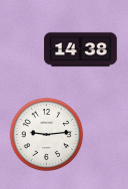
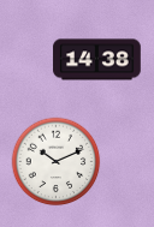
clock at (47, 135): 9:14 -> 10:11
